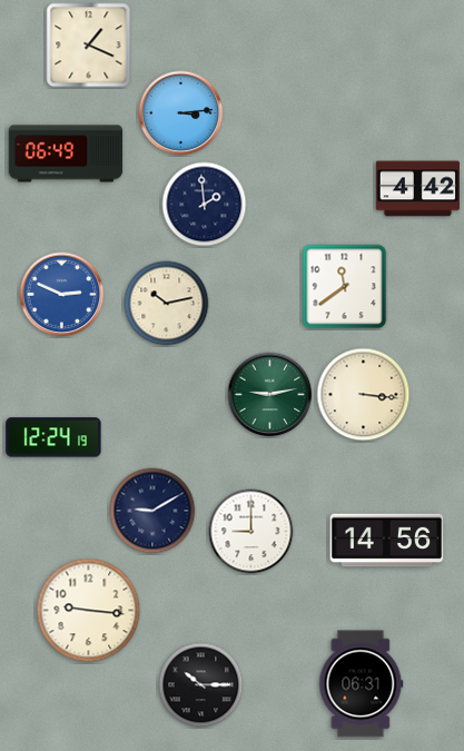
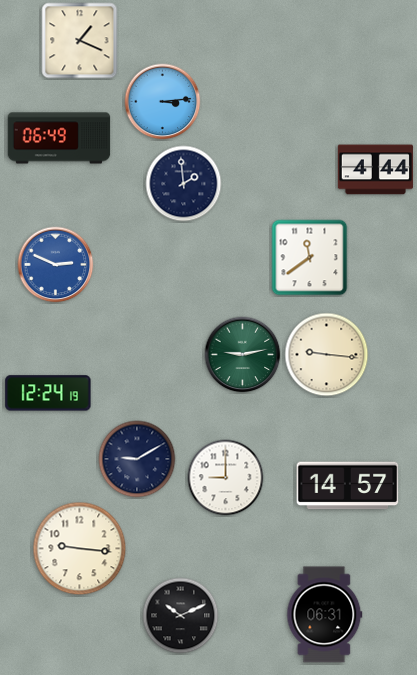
clock at (417, 189): 4:42 -> 4:44
clock at (167, 304): 10:13 -> none
clock at (364, 395): 3:16 -> 9:16
clock at (387, 541): 14:56 -> 14:57
clock at (201, 685): 10:15 -> 10:11
